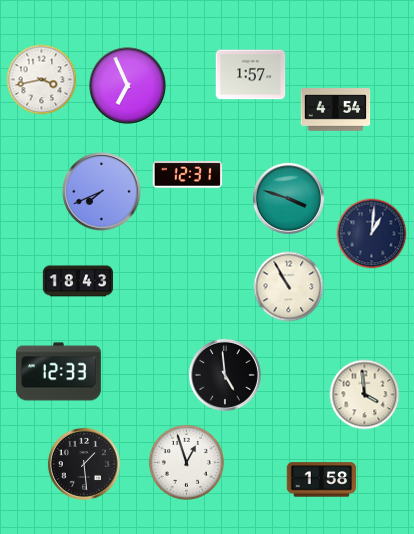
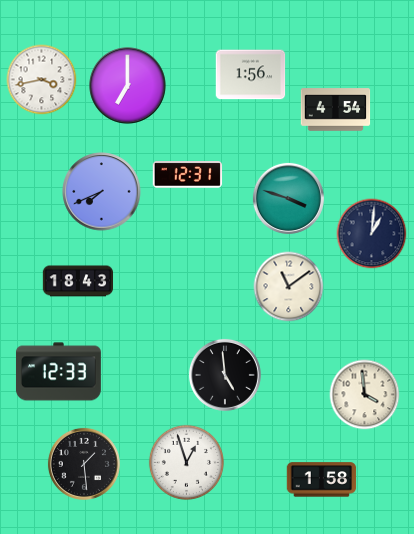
clock at (251, 75): 1:57 -> 1:56
clock at (128, 86): 6:56 -> 7:00
clock at (289, 287): 10:55 -> 11:09
